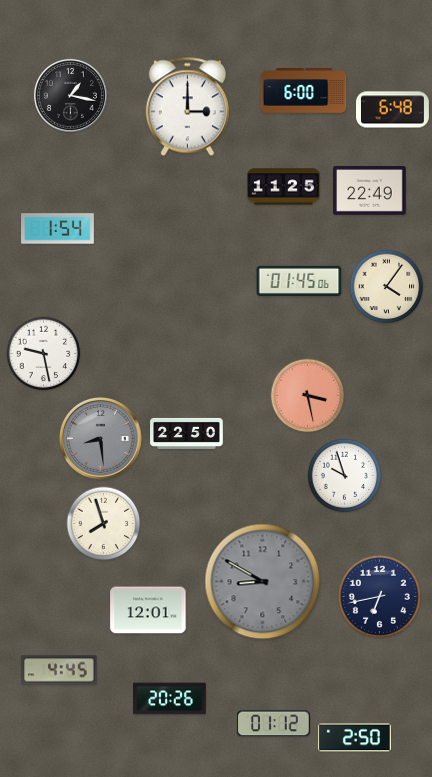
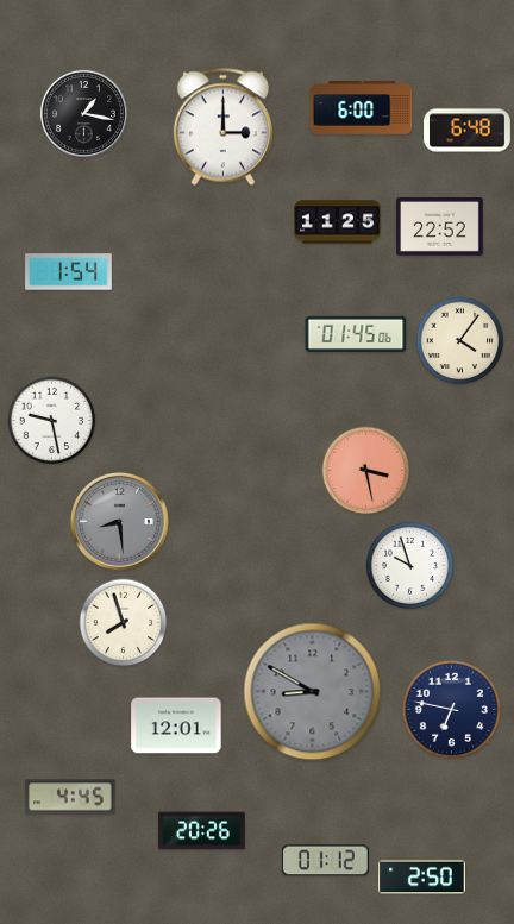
clock at (370, 191): 22:49 -> 22:52
clock at (187, 433): 22:50 -> none
clock at (379, 596): 6:43 -> 6:47
